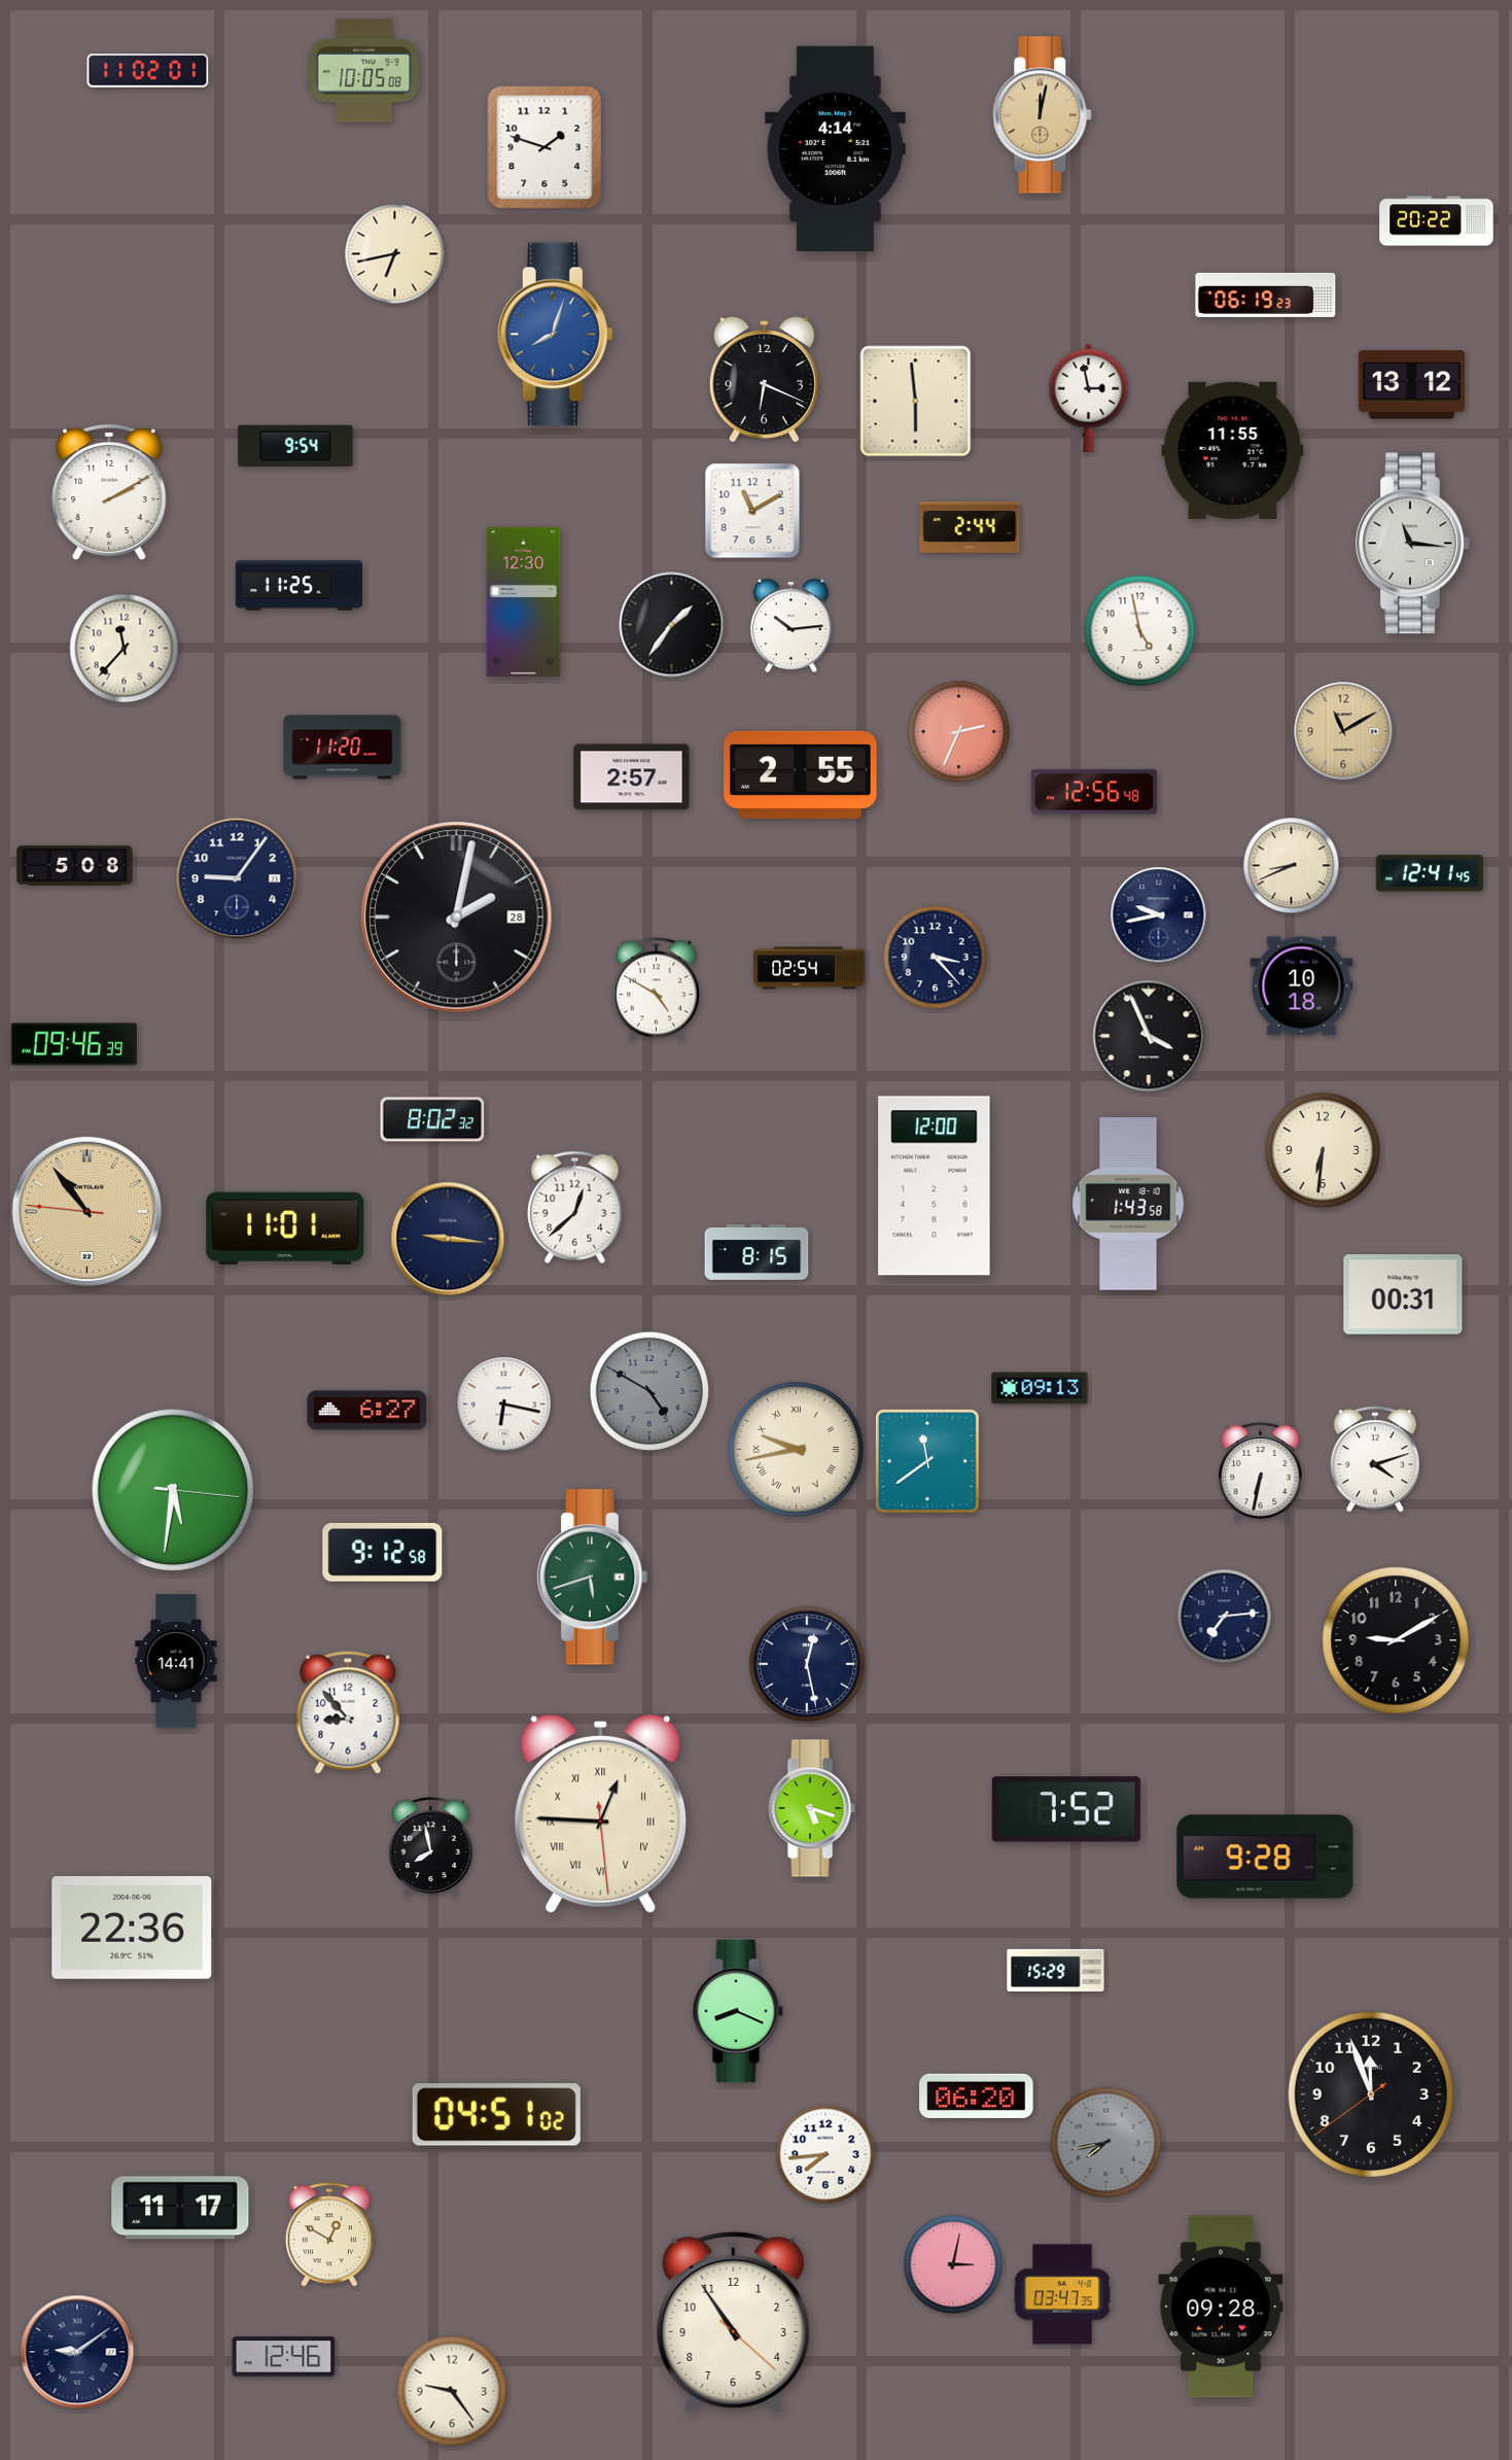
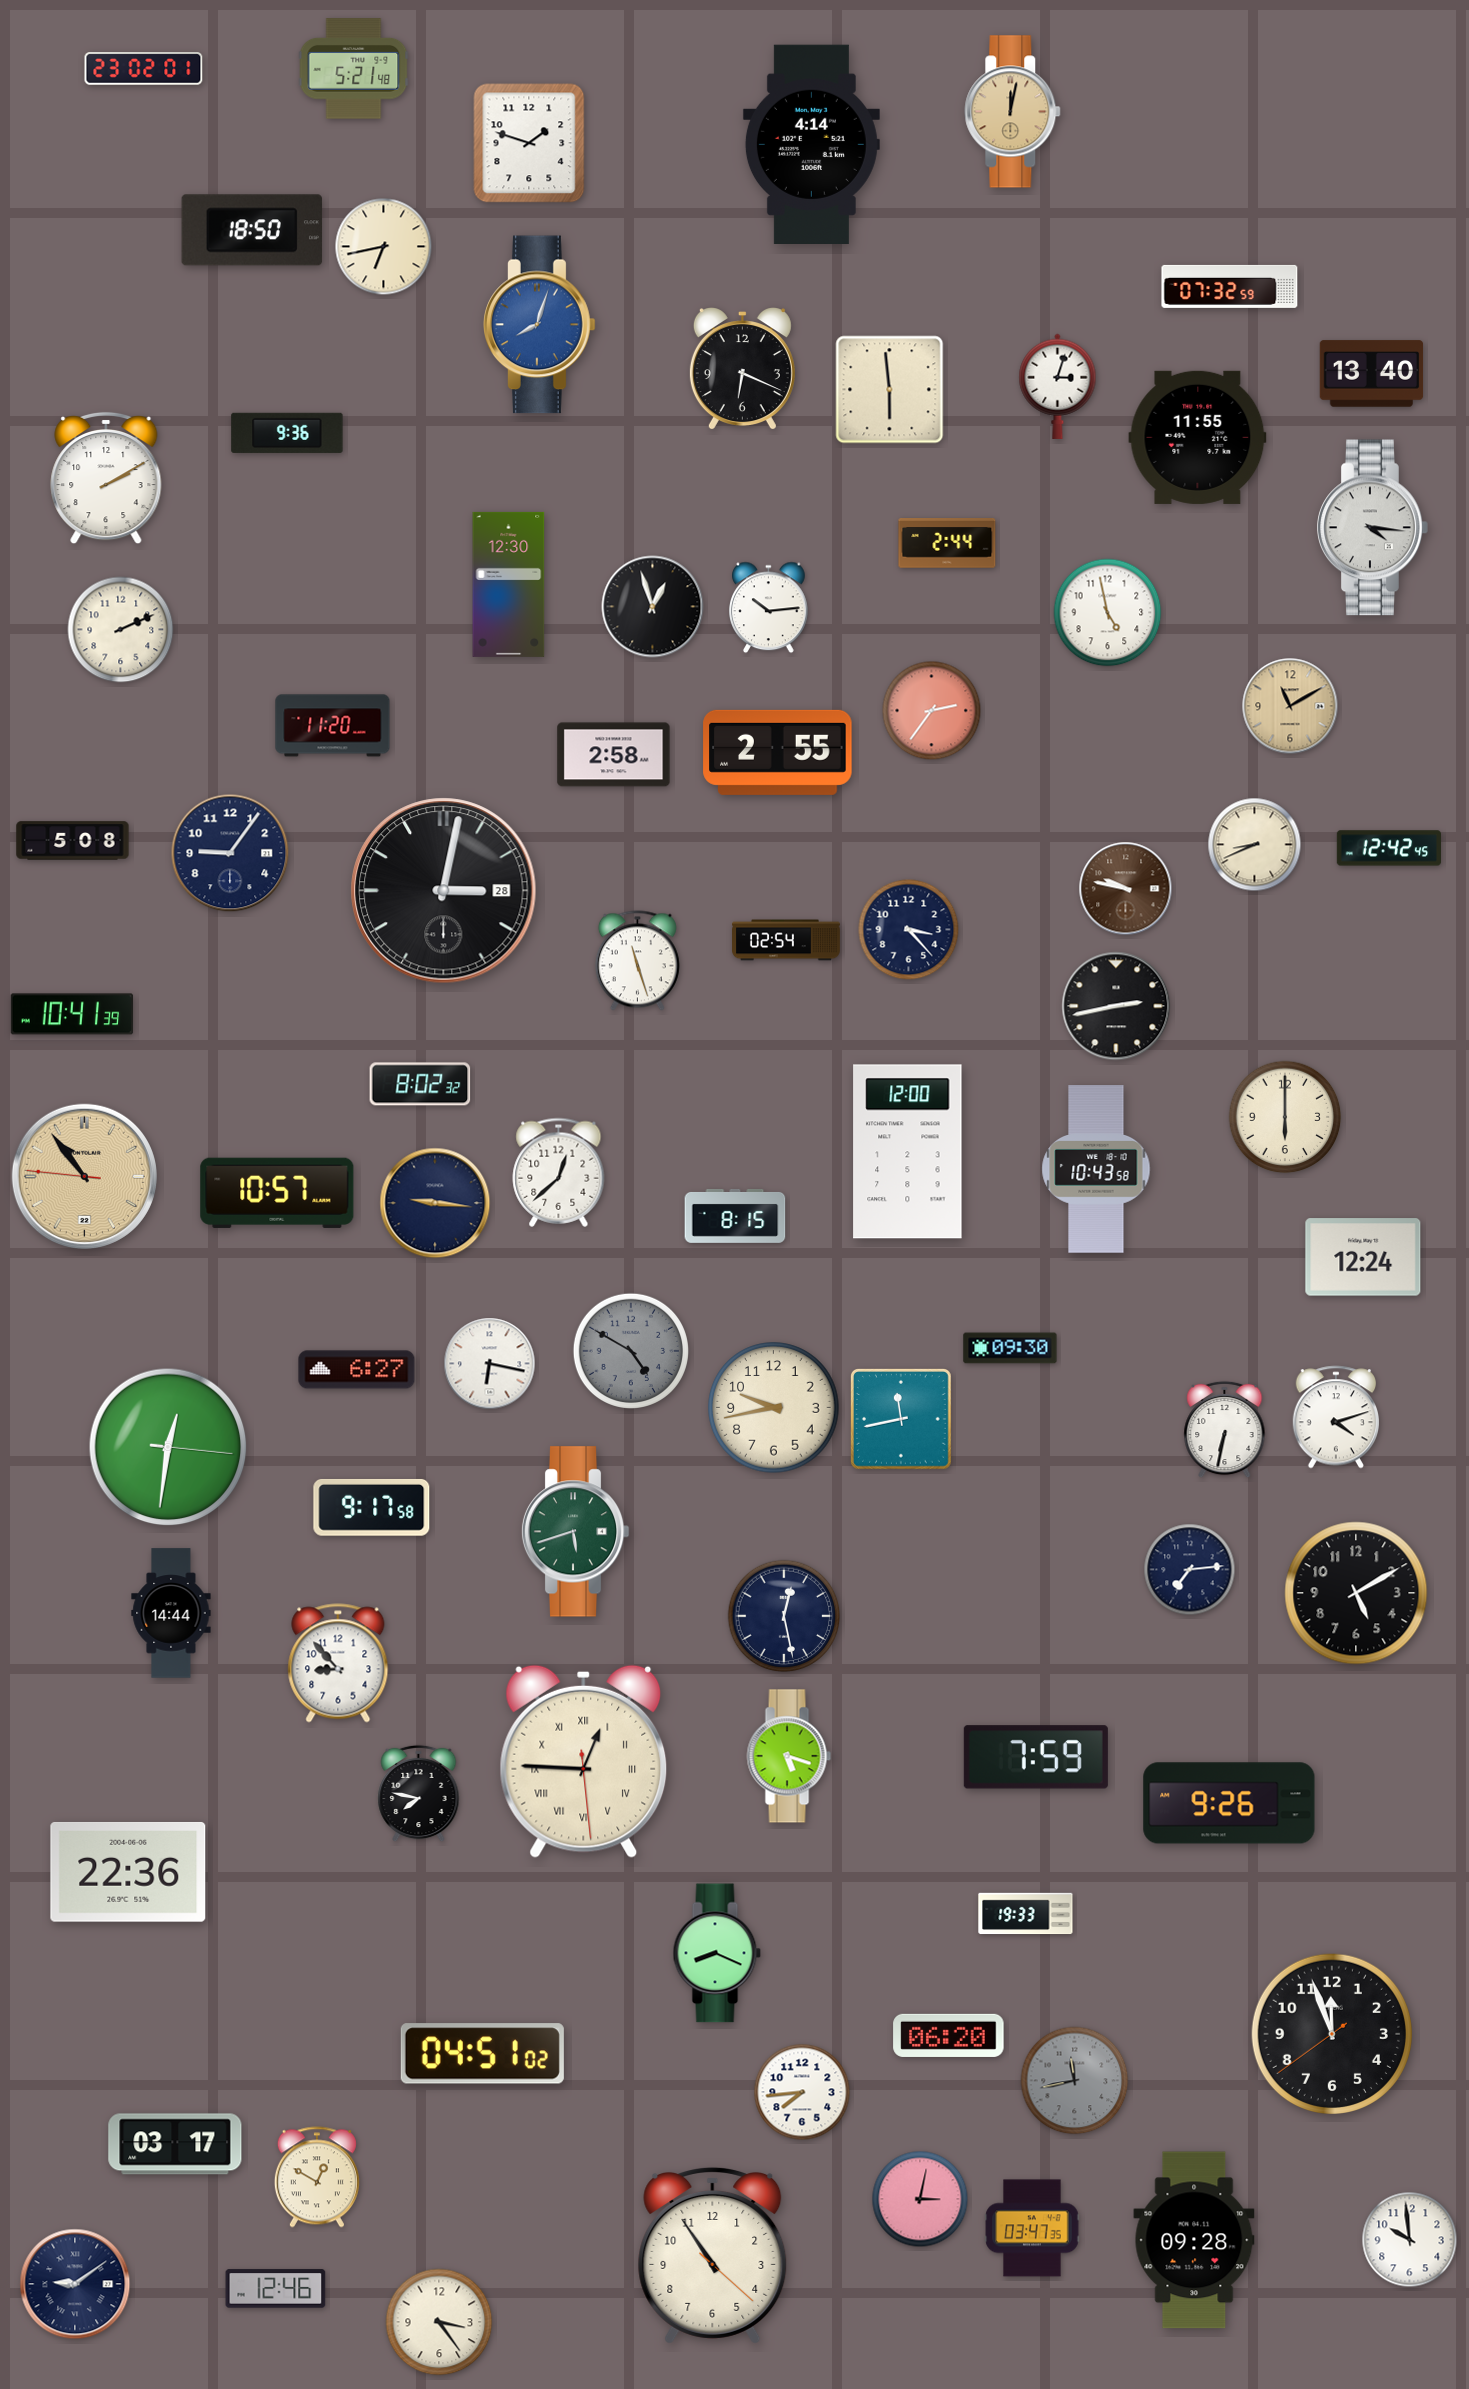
clock at (148, 71): 11:02 -> 23:02
clock at (364, 71): 10:05 -> 5:21
clock at (1437, 221): 20:22 -> none
clock at (252, 230): none -> 18:50
clock at (1266, 294): 06:19 -> 07:32
clock at (1412, 385): 13:12 -> 13:40
clock at (1089, 397): 2:58 -> 3:03
clock at (295, 446): 9:54 -> 9:36
clock at (752, 511): 11:10 -> none
clock at (970, 527) position: (970, 527) -> (947, 543)
clock at (1413, 544): 11:16 -> 4:16
clock at (298, 586): 11:25 -> none
clock at (672, 625): 1:36 -> 12:57
clock at (125, 649): 11:37 -> 2:11
clock at (1343, 731) position: (1343, 731) -> (1290, 706)
clock at (959, 732): 2:34 -> 2:36
clock at (632, 777): 2:57 -> 2:58
clock at (1093, 792): 12:56 -> none
clock at (1292, 866) position: (1292, 866) -> (1255, 845)
clock at (1429, 873): 12:41 -> 12:42
clock at (1159, 915): 9:43 -> 9:47
clock at (1159, 915) dial: navy -> brown
clock at (457, 917): 2:02 -> 3:02
clock at (1302, 986): 10:18 -> none
clock at (656, 990): 4:50 -> 11:27
clock at (1149, 1036): 3:56 -> 2:43
clock at (74, 1044): 09:46 -> 10:41
clock at (432, 1119) position: (432, 1119) -> (420, 1084)
clock at (1323, 1150): 6:31 -> 6:00
clock at (1128, 1204): 1:43 -> 10:43
clock at (285, 1228): 11:01 -> 10:57
clock at (1403, 1294): 00:31 -> 12:24
clock at (1040, 1388): 09:13 -> 09:30
clock at (797, 1450) numerals: Roman -> Arabic
clock at (928, 1462): 11:39 -> 11:43
clock at (173, 1490): 5:31 -> 12:31
clock at (383, 1552): 9:12 -> 9:17
clock at (1396, 1640): 9:10 -> 5:10
clock at (176, 1661): 14:41 -> 14:44
clock at (1066, 1809): 7:52 -> 7:59
clock at (431, 1847): 7:58 -> 7:47
clock at (1265, 1857): 9:28 -> 9:26
clock at (1056, 1971): 15:29 -> 19:33
clock at (1106, 2143): 7:43 -> 11:43
clock at (180, 2208): 11:17 -> 03:17
clock at (329, 2234) position: (329, 2234) -> (317, 2177)
clock at (953, 2264) position: (953, 2264) -> (920, 2199)
clock at (1221, 2307) position: (1221, 2307) -> (1194, 2240)
clock at (1410, 2240): none -> 9:59
clock at (452, 2391): 9:24 -> 3:24
